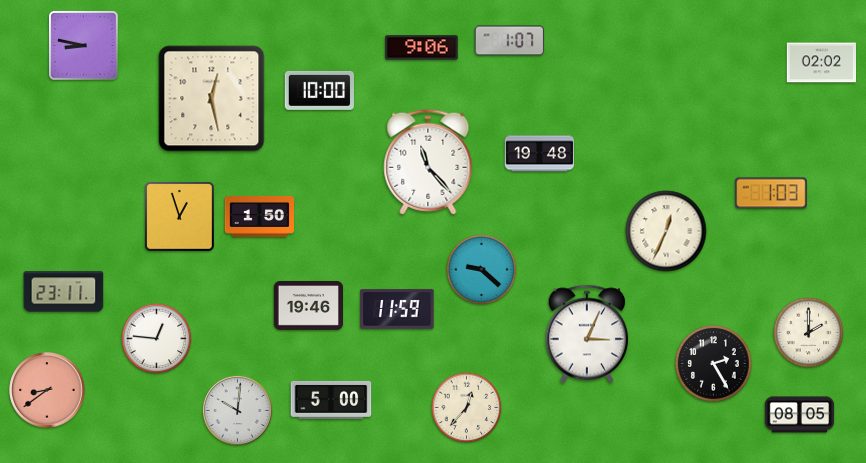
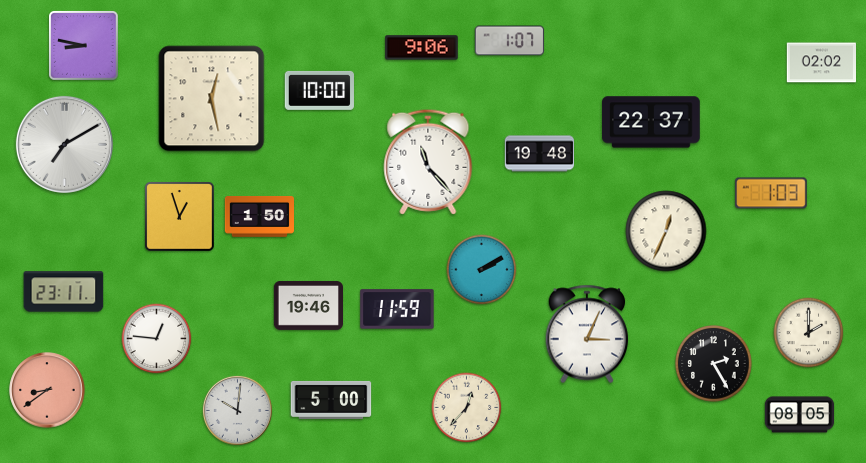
clock at (651, 122): none -> 22:37
clock at (64, 144): none -> 7:10
clock at (482, 270): 9:22 -> 2:10
